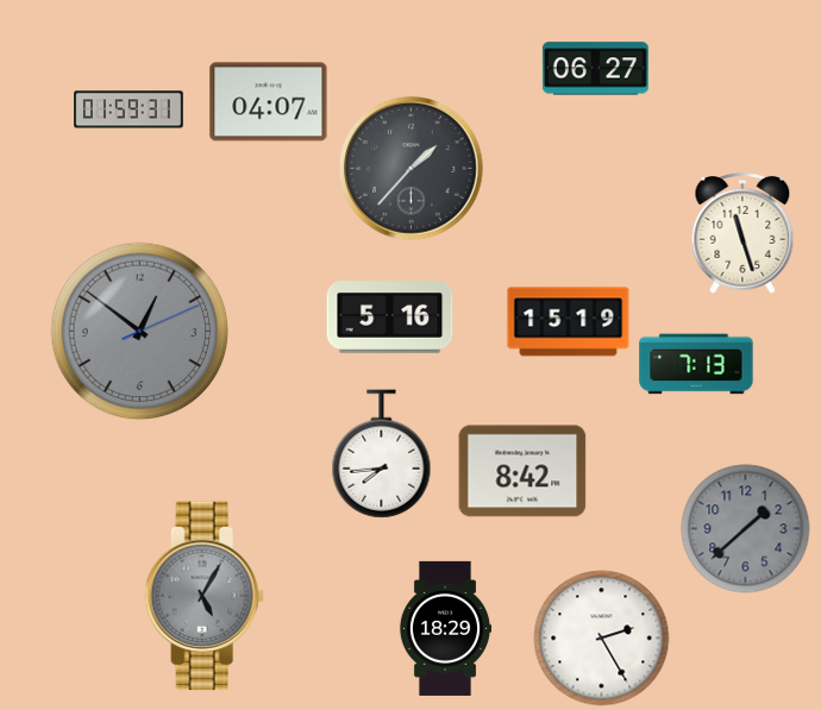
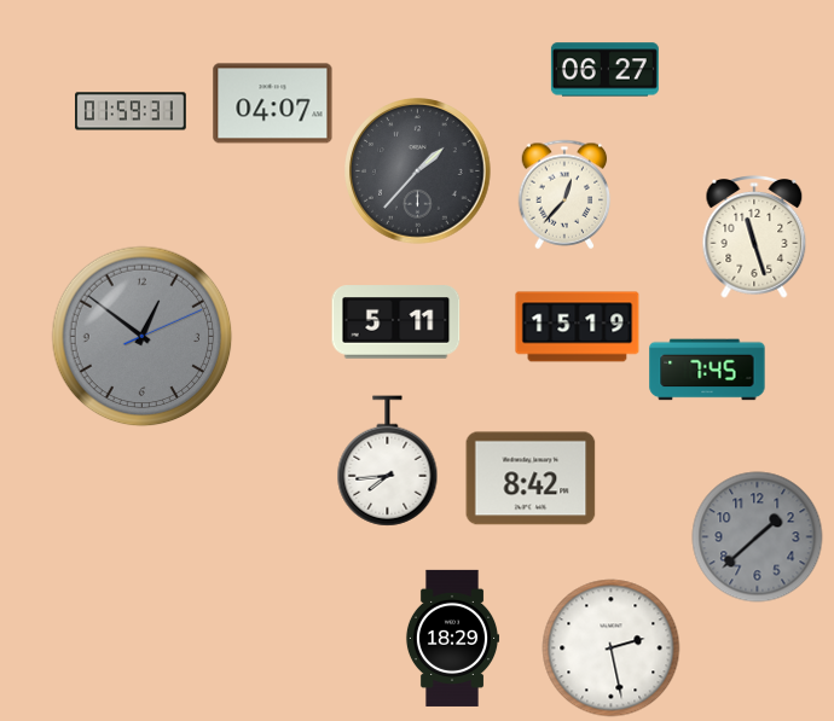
clock at (564, 194): none -> 12:37
clock at (390, 318): 5:16 -> 5:11
clock at (696, 364): 7:13 -> 7:45
clock at (205, 596): 5:05 -> none
clock at (602, 639): 2:25 -> 2:28
